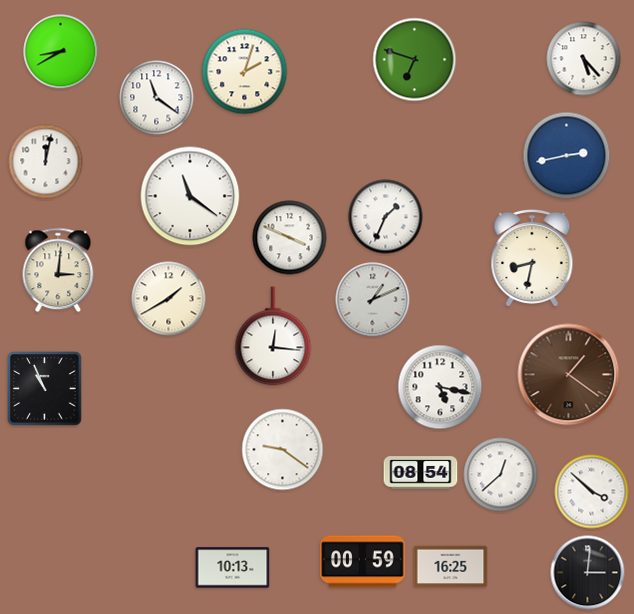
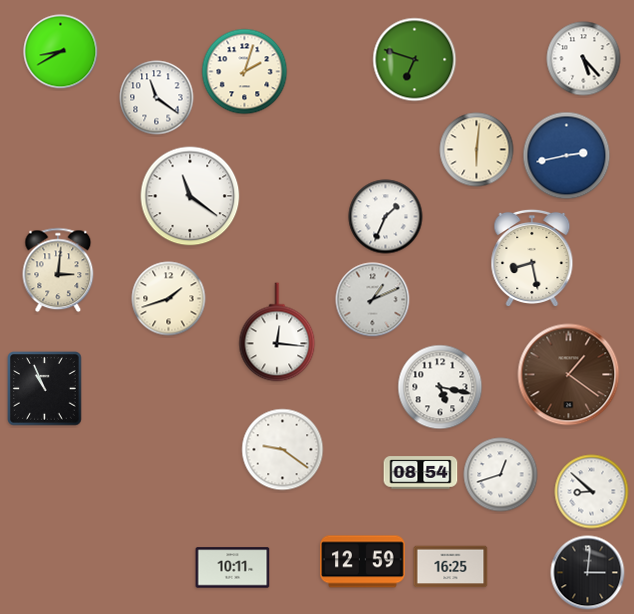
clock at (477, 150): none -> 6:01
clock at (46, 162): 12:02 -> none
clock at (290, 238): 3:49 -> none
clock at (532, 257): 8:32 -> 8:28
clock at (169, 299): 1:40 -> 1:42
clock at (273, 336) position: (273, 336) -> (277, 332)
clock at (501, 475): 12:38 -> 12:42
clock at (592, 492): 3:52 -> 8:52
clock at (363, 562): 00:59 -> 12:59
clock at (233, 568): 10:13 -> 10:11
